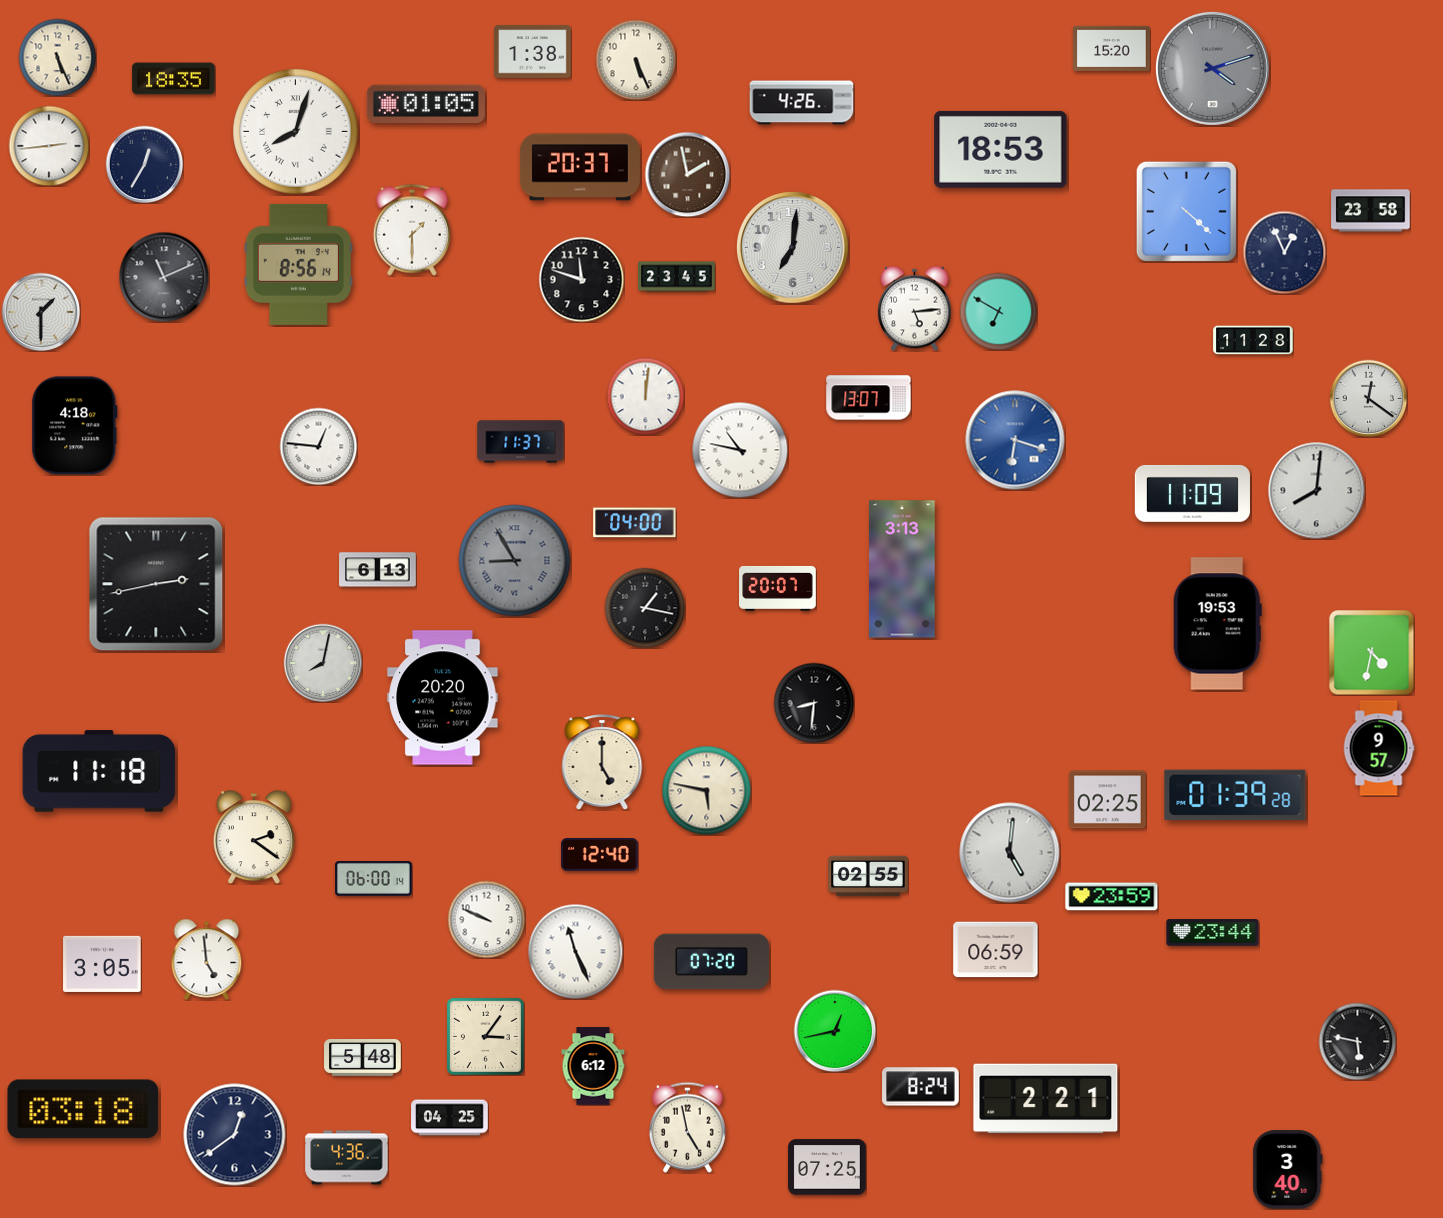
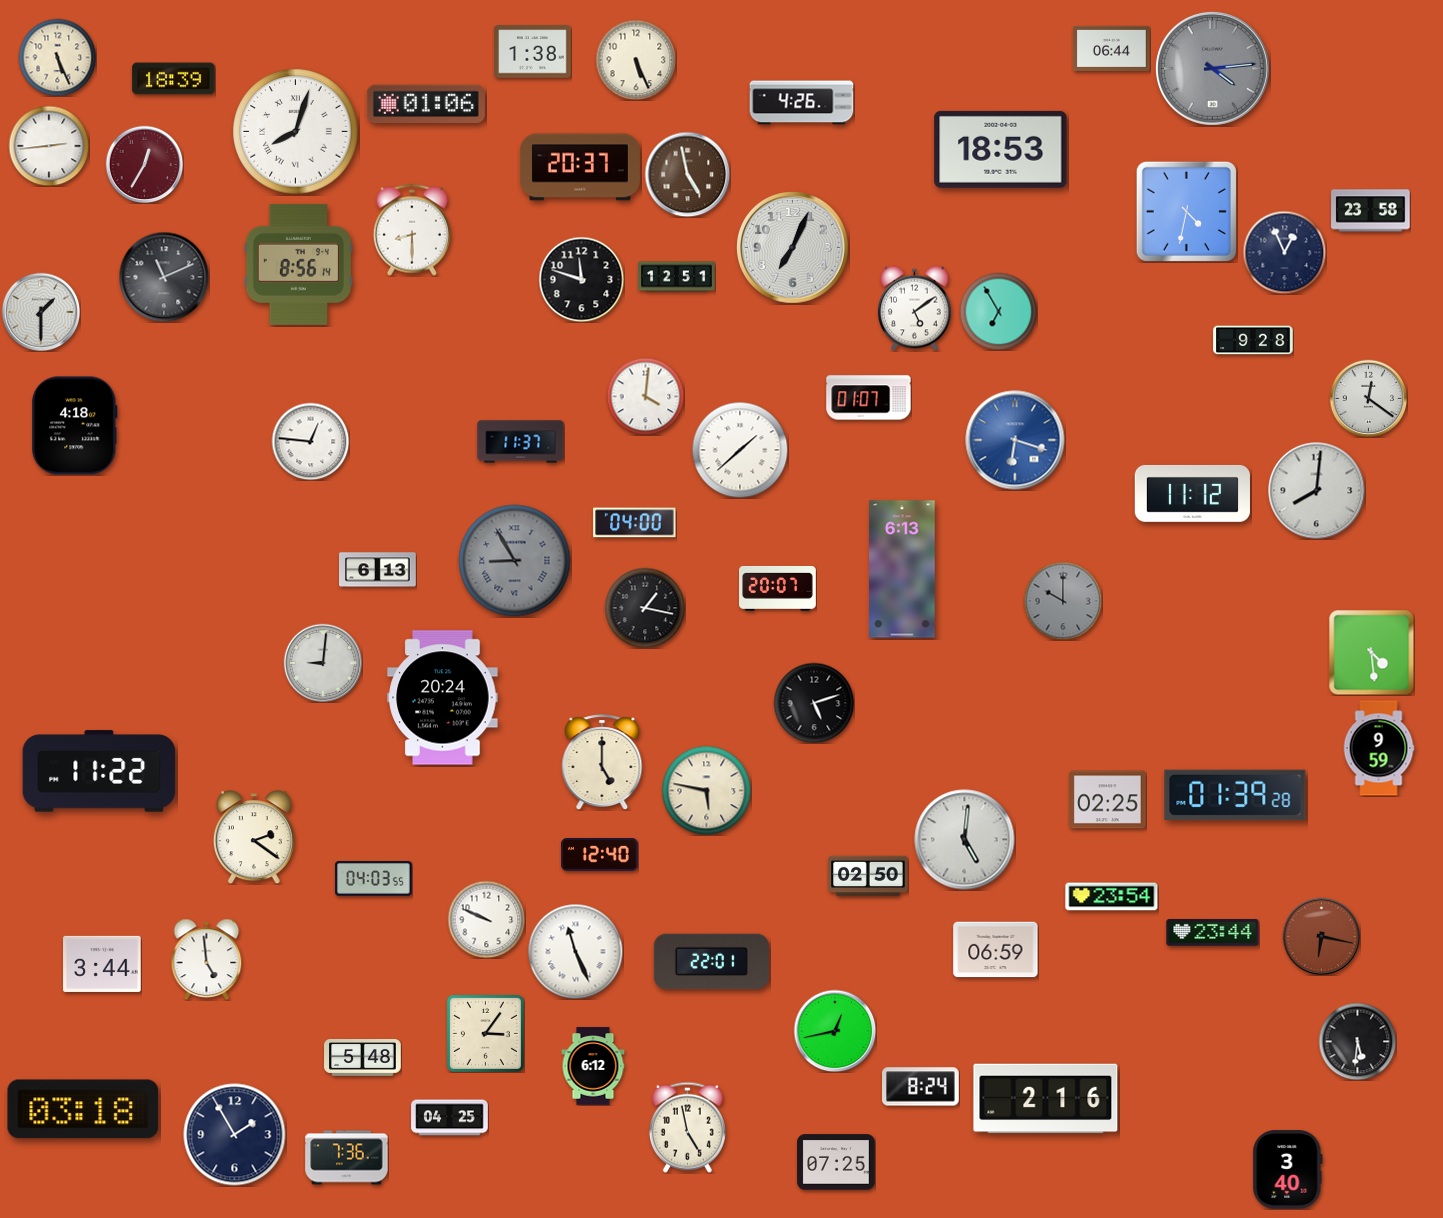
clock at (1112, 48): 15:20 -> 06:44
clock at (1212, 68): 4:12 -> 4:14
clock at (174, 79): 18:35 -> 18:39
clock at (426, 104): 01:05 -> 01:06
clock at (144, 164) dial: navy -> burgundy
clock at (687, 174): 1:58 -> 4:58
clock at (1186, 211): 4:22 -> 4:32
clock at (412, 230): 1:30 -> 8:30
clock at (793, 248): 7:01 -> 7:04
clock at (677, 277): 23:45 -> 12:51
clock at (915, 308): 5:14 -> 5:09
clock at (998, 311): 6:50 -> 6:55
clock at (1253, 340): 11:28 -> 9:28
clock at (645, 396): 12:01 -> 4:01
clock at (869, 398): 13:07 -> 01:07
clock at (318, 446) position: (318, 446) -> (310, 441)
clock at (740, 450): 10:47 -> 1:38
clock at (1192, 493): 11:09 -> 11:12
clock at (902, 569): 3:13 -> 6:13
clock at (156, 584): 2:43 -> none
clock at (1063, 601): none -> 10:00
clock at (1217, 624): 19:53 -> none
clock at (1371, 652): 4:32 -> 4:29
clock at (323, 663): 8:02 -> 9:01
clock at (443, 698): 20:20 -> 20:24
clock at (814, 703): 8:31 -> 5:12
clock at (1379, 748): 9:57 -> 9:59
clock at (99, 771): 11:18 -> 11:22
clock at (1010, 853) position: (1010, 853) -> (965, 840)
clock at (868, 876): 02:55 -> 02:50
clock at (374, 879): 06:00 -> 04:03
clock at (1112, 897): 23:59 -> 23:54
clock at (1321, 936): none -> 6:17
clock at (711, 962): 07:20 -> 22:01
clock at (102, 964): 3:05 -> 3:44
clock at (485, 1036) position: (485, 1036) -> (485, 1033)
clock at (1357, 1041): 5:47 -> 5:31
clock at (1046, 1099): 2:21 -> 2:16
clock at (235, 1135): 12:39 -> 1:55
clock at (347, 1158): 4:36 -> 7:36
clock at (827, 1167) position: (827, 1167) -> (836, 1162)
